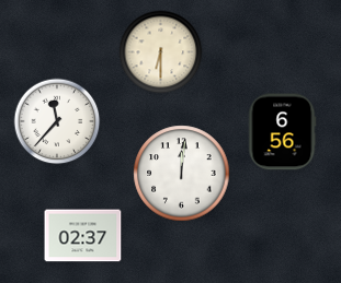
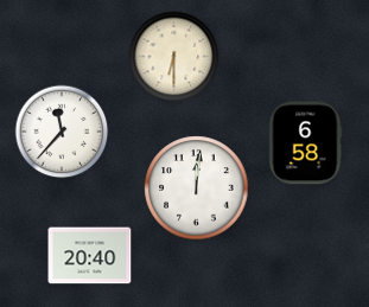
clock at (282, 132): 6:56 -> 6:58
clock at (83, 236): 02:37 -> 20:40
